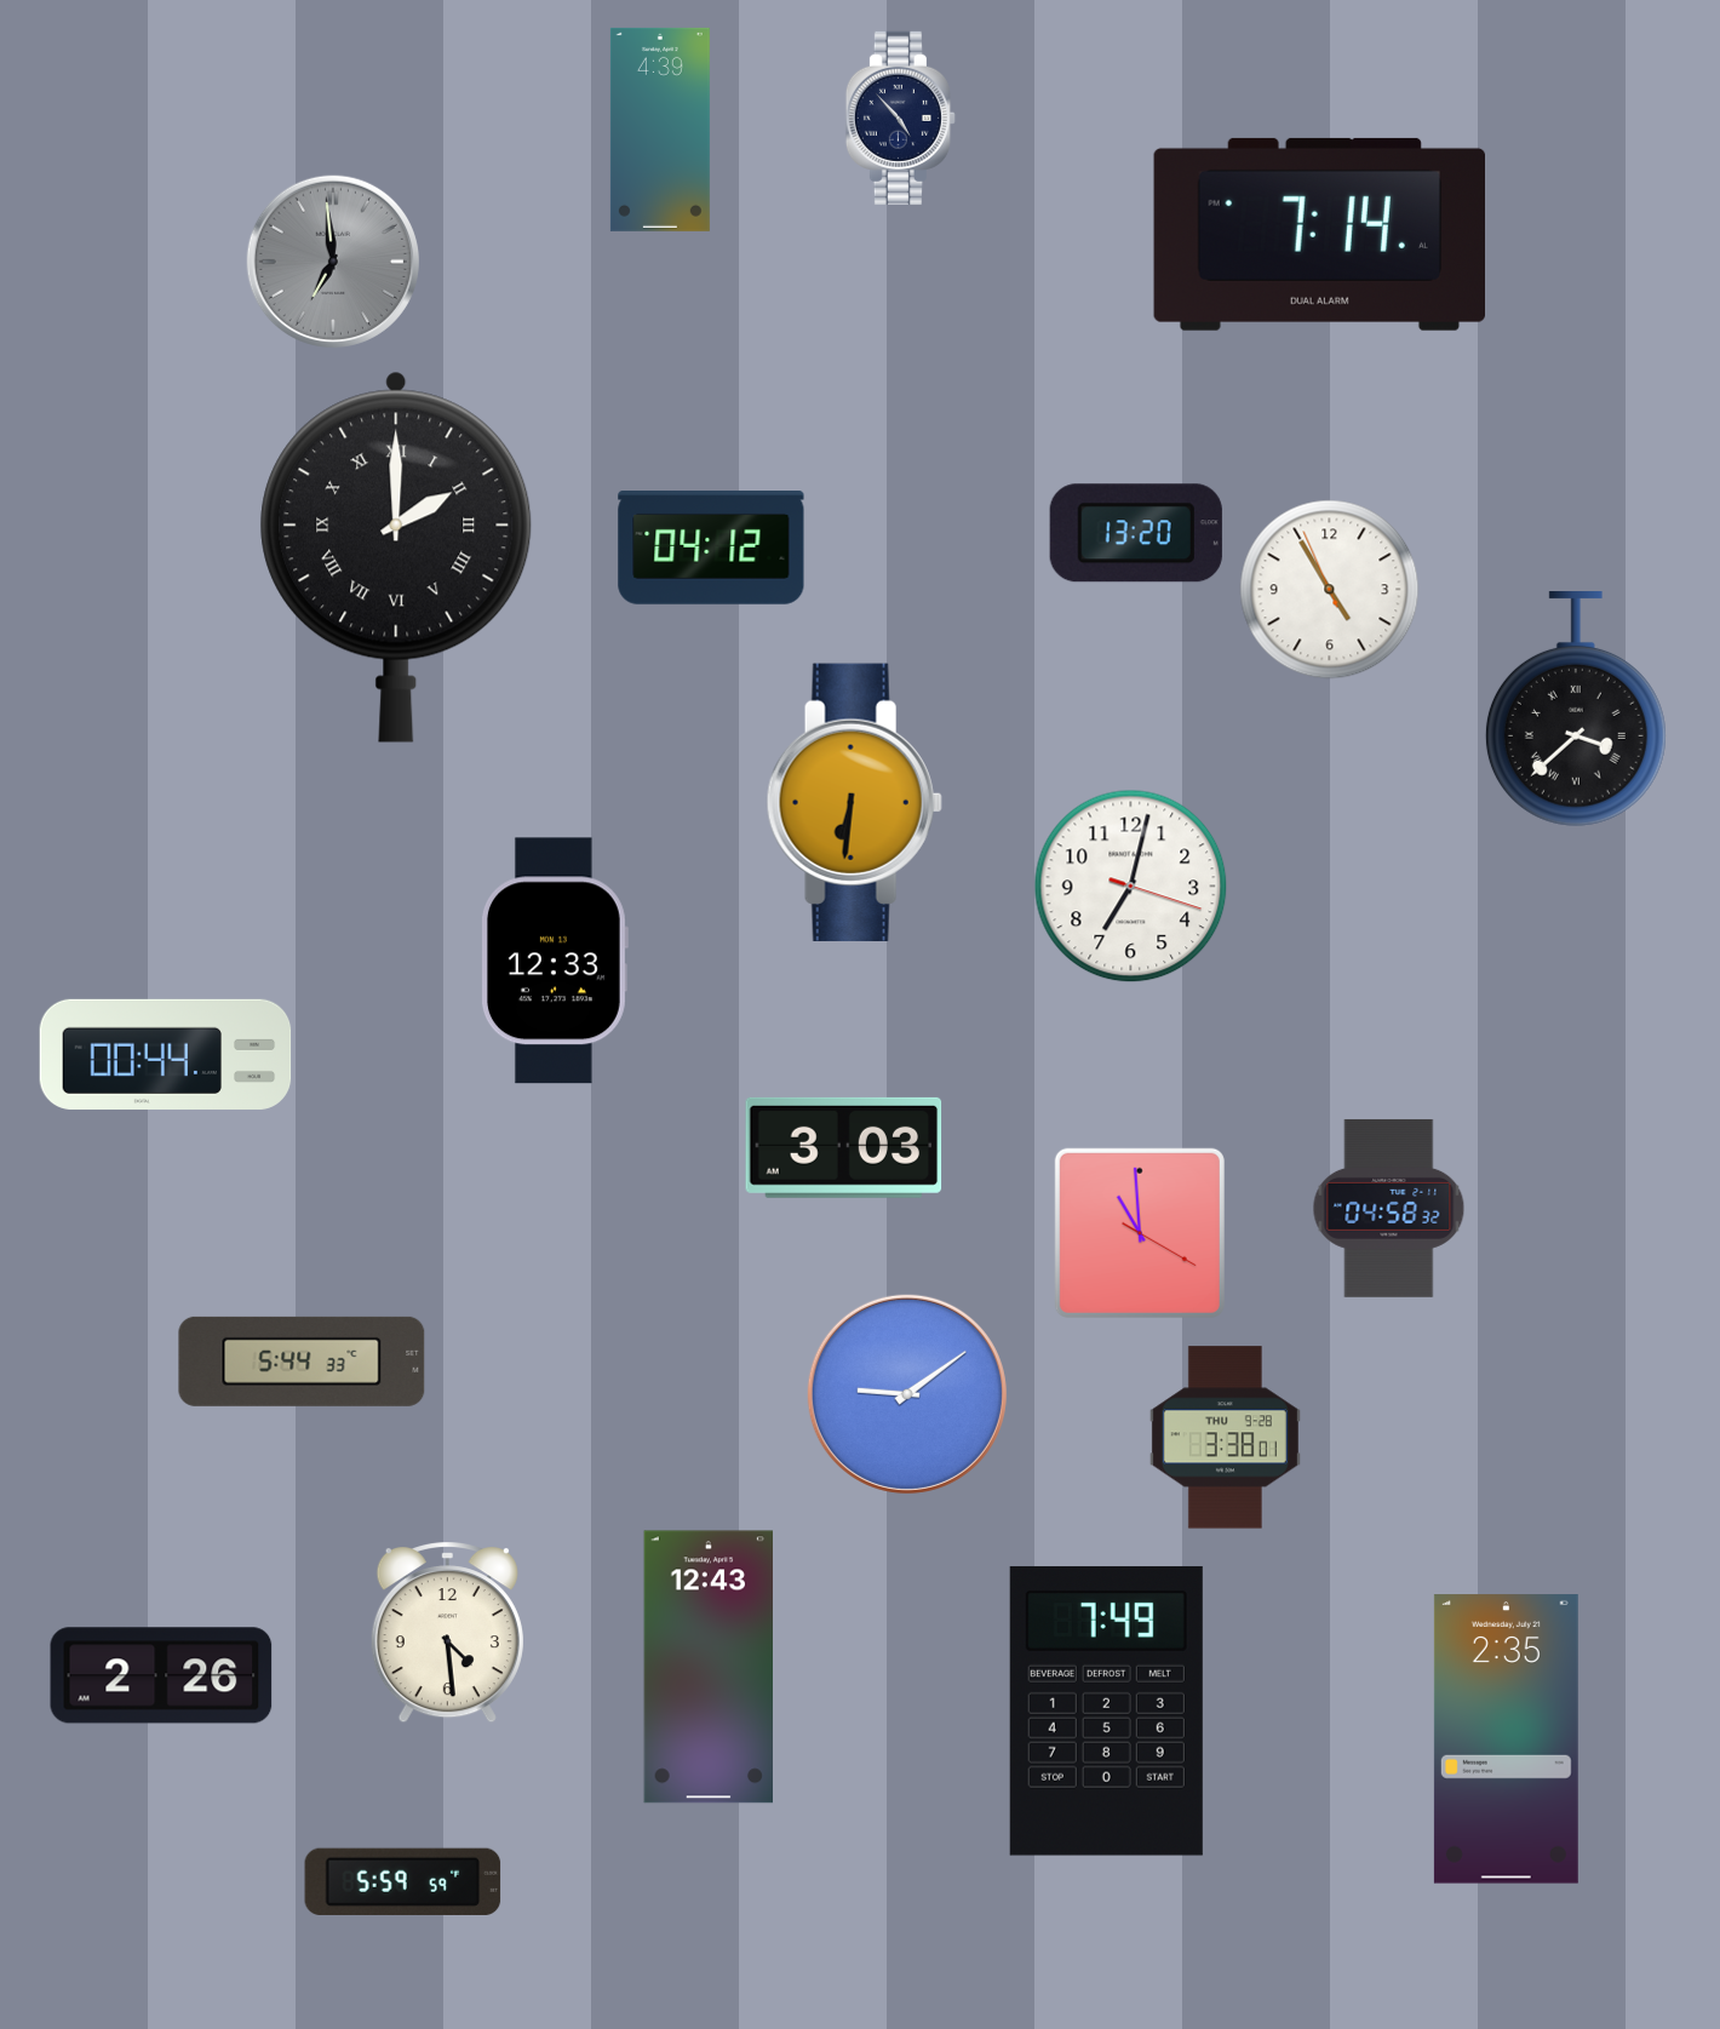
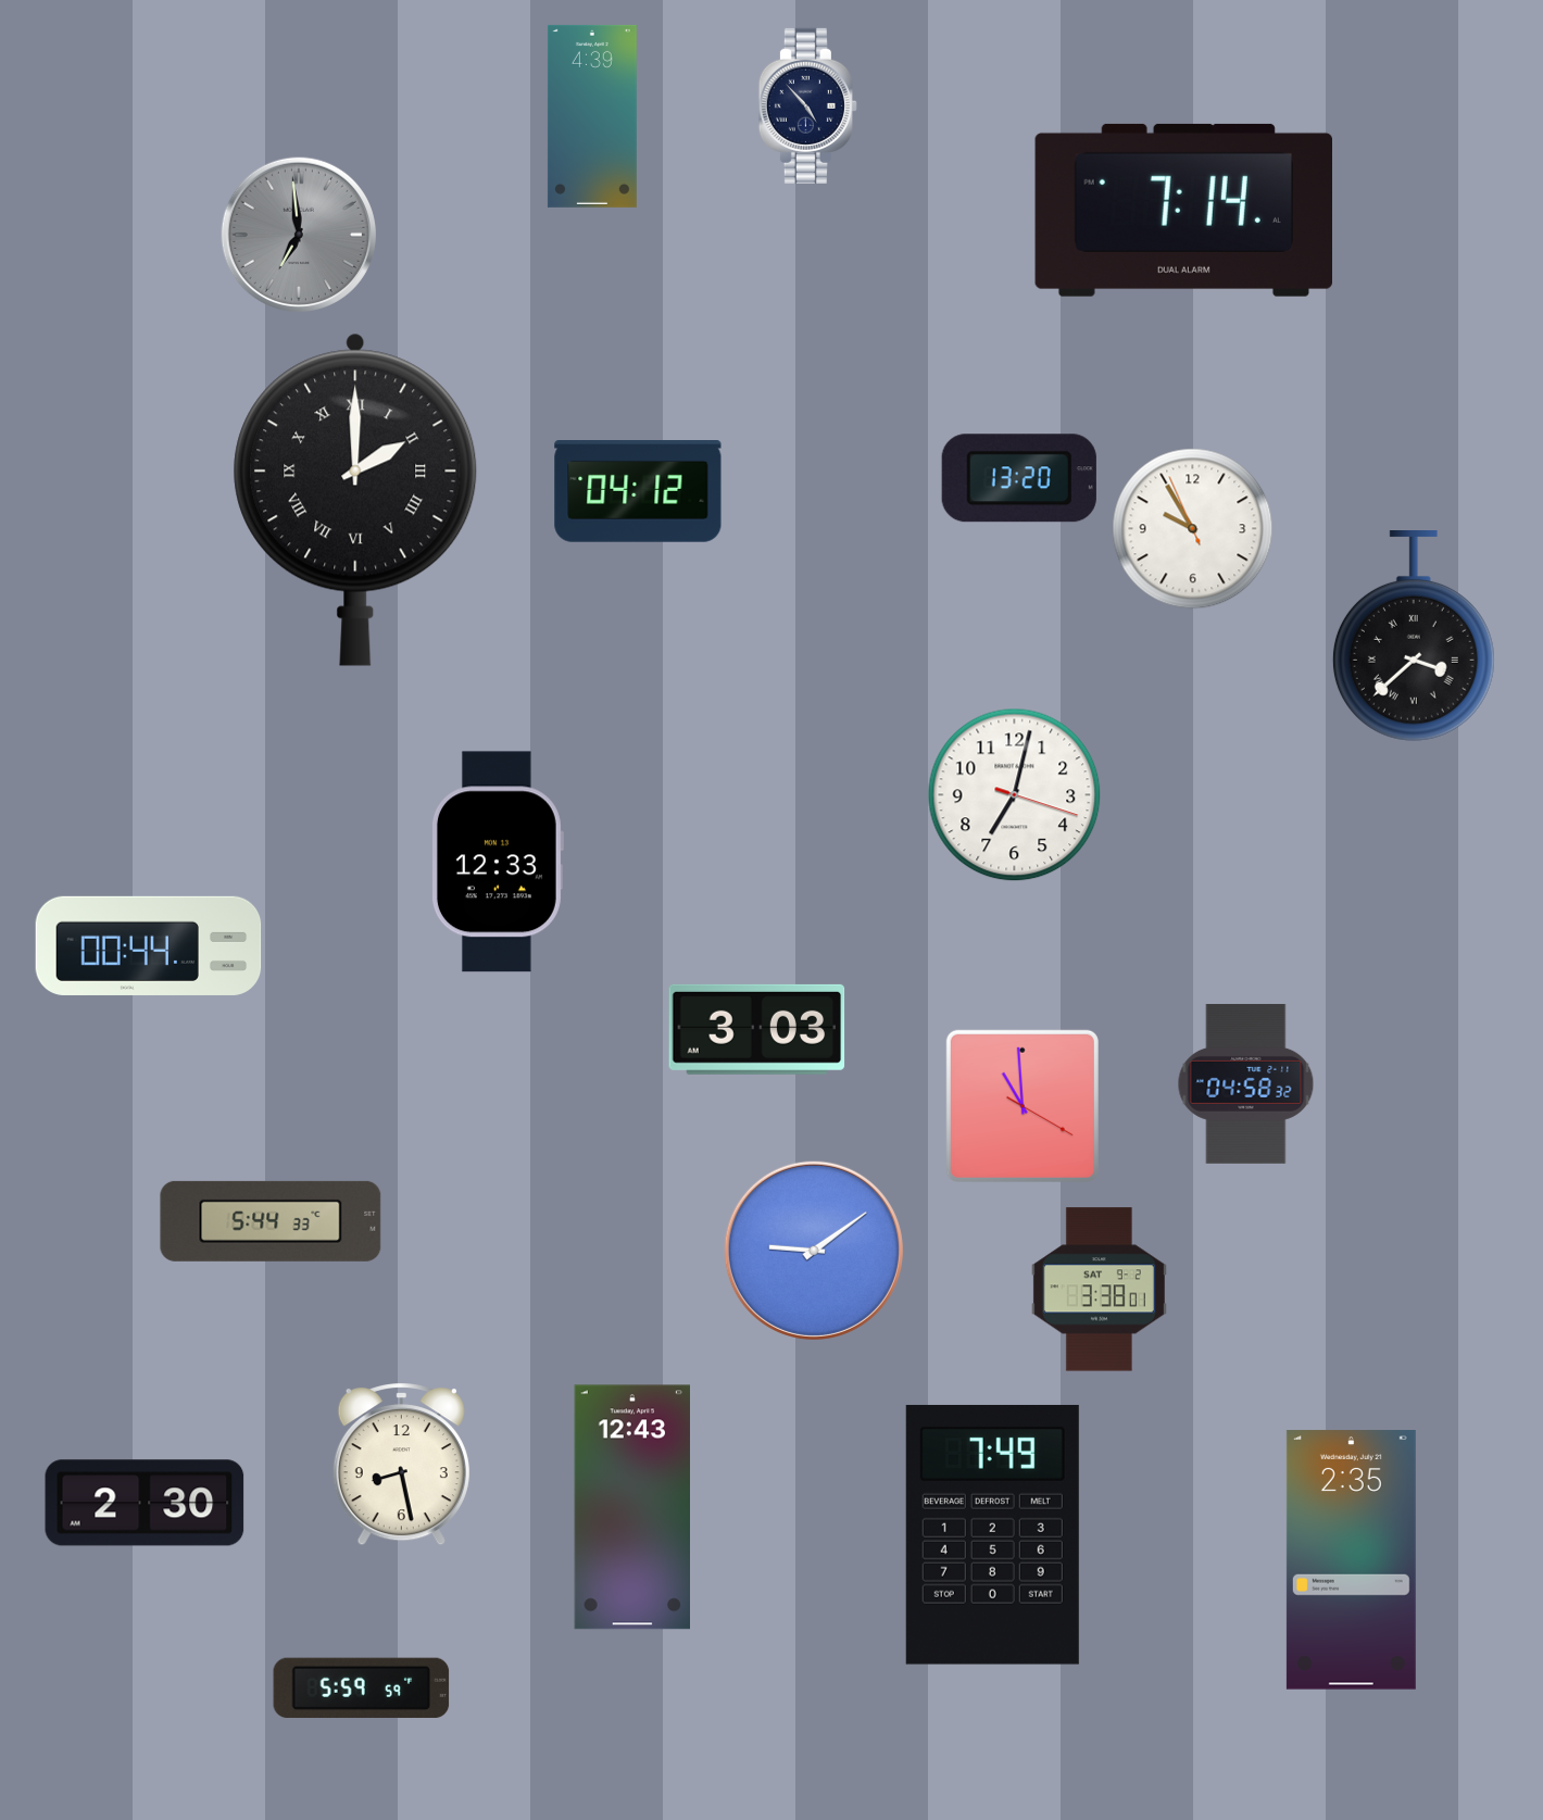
clock at (1330, 590): 4:54 -> 9:54
clock at (854, 802): 6:31 -> none
clock at (1225, 1438) date: THU 9-28 -> SAT 9-2
clock at (447, 1633): 4:29 -> 8:28
clock at (707, 1667) position: (707, 1667) -> (631, 1507)
clock at (161, 1675): 2:26 -> 2:30
